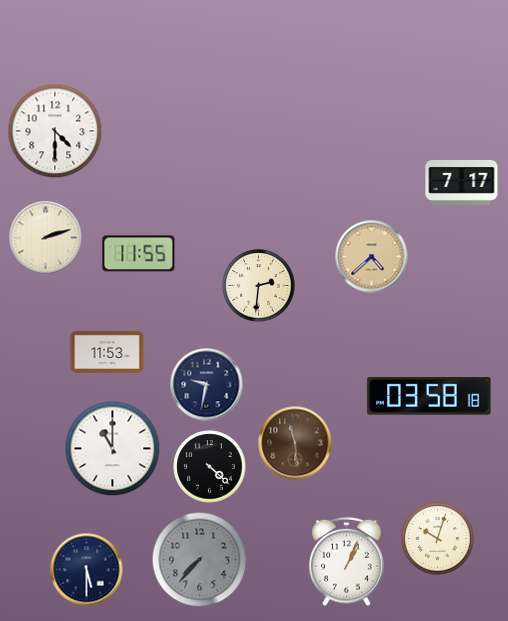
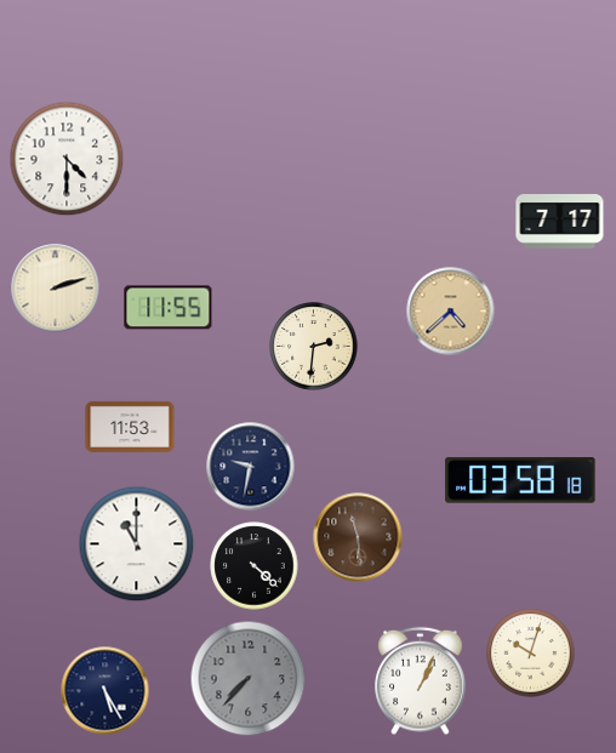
clock at (200, 560) position: (200, 560) -> (249, 679)
clock at (87, 570): 5:30 -> 5:25
